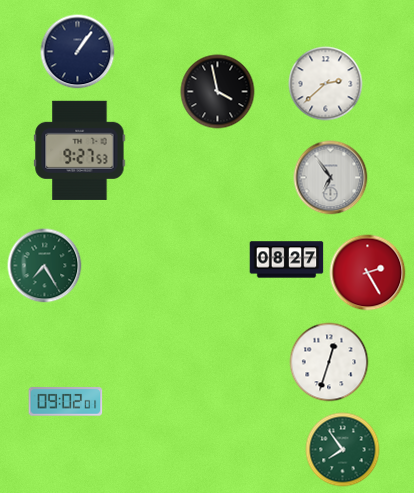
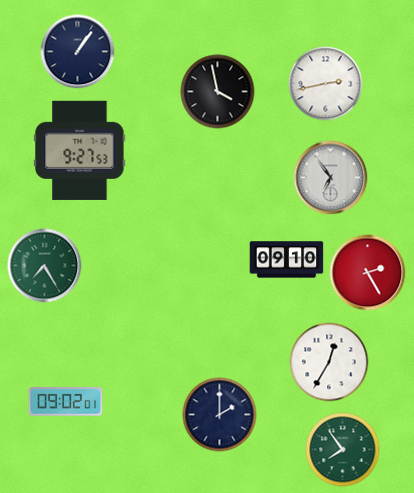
clock at (326, 84): 2:38 -> 2:43
clock at (287, 260): 08:27 -> 09:10
clock at (329, 362): 12:33 -> 12:35
clock at (220, 415): none -> 2:00
